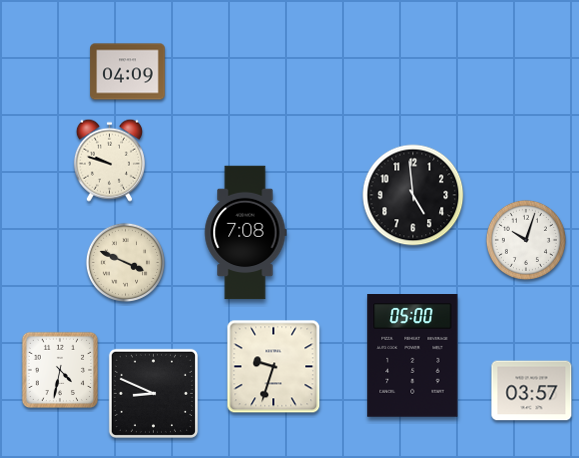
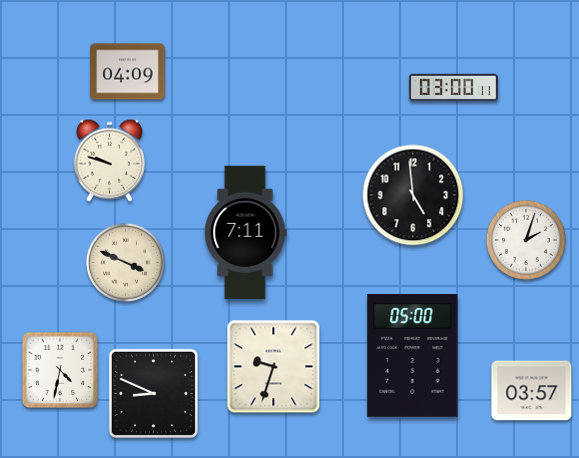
clock at (453, 88): none -> 03:00
clock at (245, 233): 7:08 -> 7:11
clock at (526, 240): 10:03 -> 2:03
